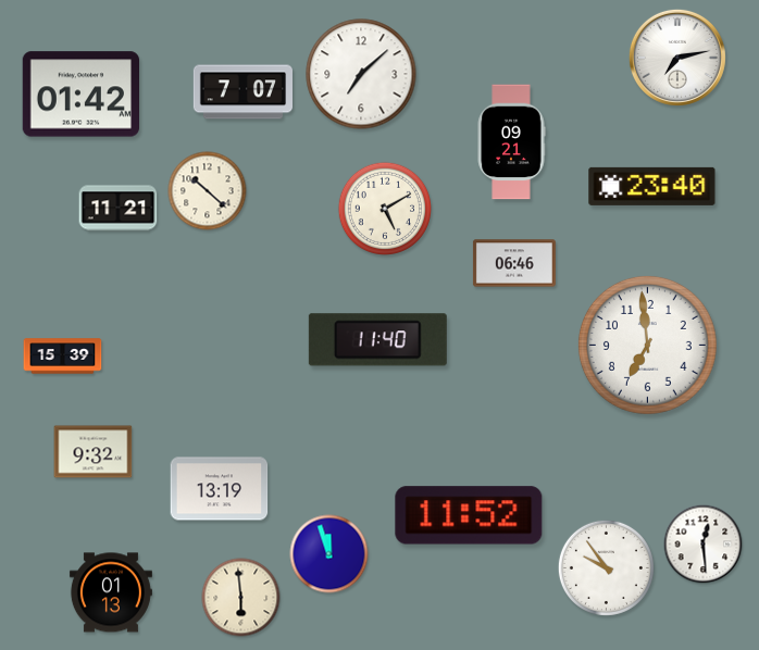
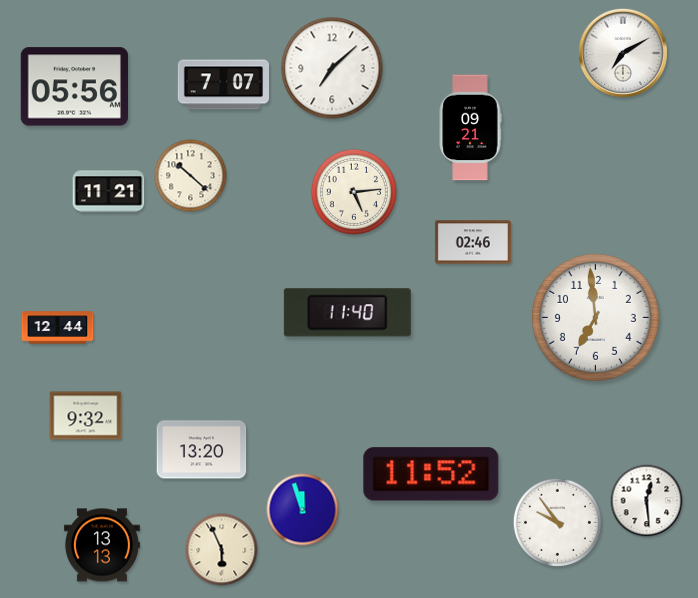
clock at (677, 58): 7:13 -> 7:10
clock at (80, 95): 01:42 -> 05:56
clock at (511, 142) position: (511, 142) -> (470, 128)
clock at (652, 186): 23:40 -> none
clock at (384, 208): 5:10 -> 5:14
clock at (514, 263): 06:46 -> 02:46
clock at (63, 357): 15:39 -> 12:44
clock at (220, 489): 13:19 -> 13:20
clock at (111, 592): 01:13 -> 13:13
clock at (241, 598): 5:59 -> 5:56
